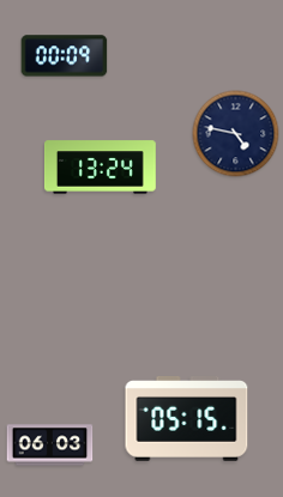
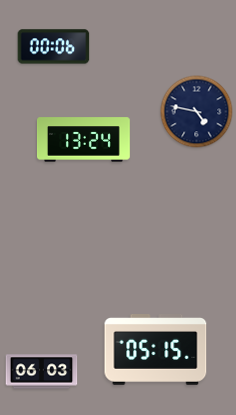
clock at (65, 56): 00:09 -> 00:06
